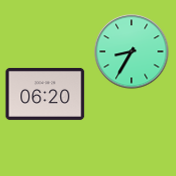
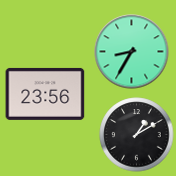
clock at (45, 94): 06:20 -> 23:56
clock at (137, 135): none -> 1:10
